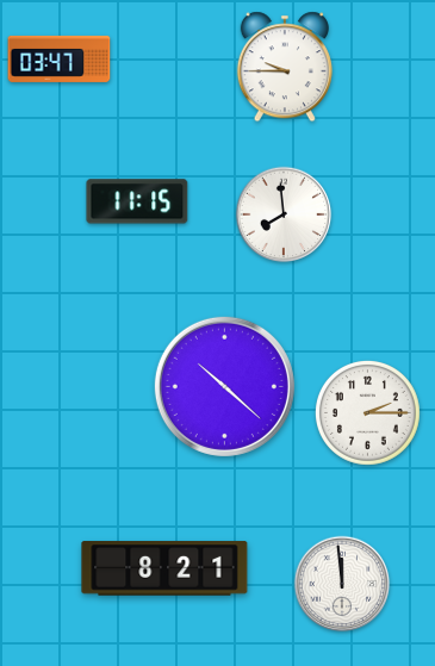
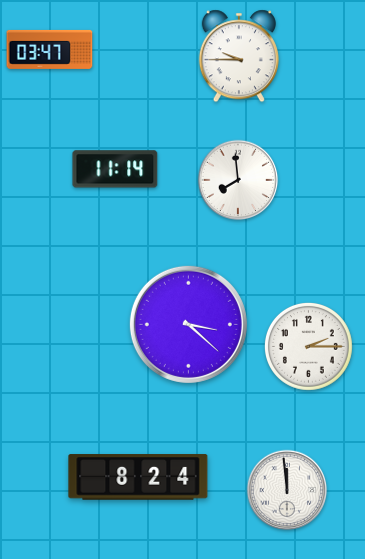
clock at (137, 201): 11:15 -> 11:14
clock at (224, 386): 10:22 -> 3:22
clock at (164, 568): 8:21 -> 8:24
